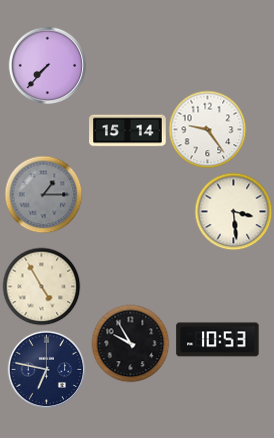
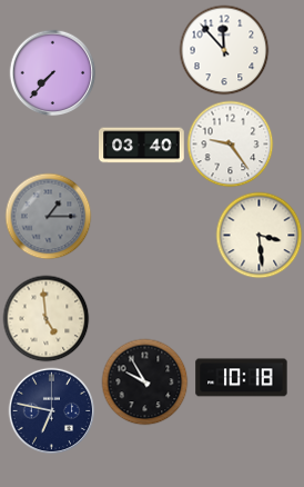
clock at (224, 50): none -> 11:53
clock at (128, 131): 15:14 -> 03:40
clock at (41, 286): 4:55 -> 4:59
clock at (218, 340): 10:53 -> 10:18
